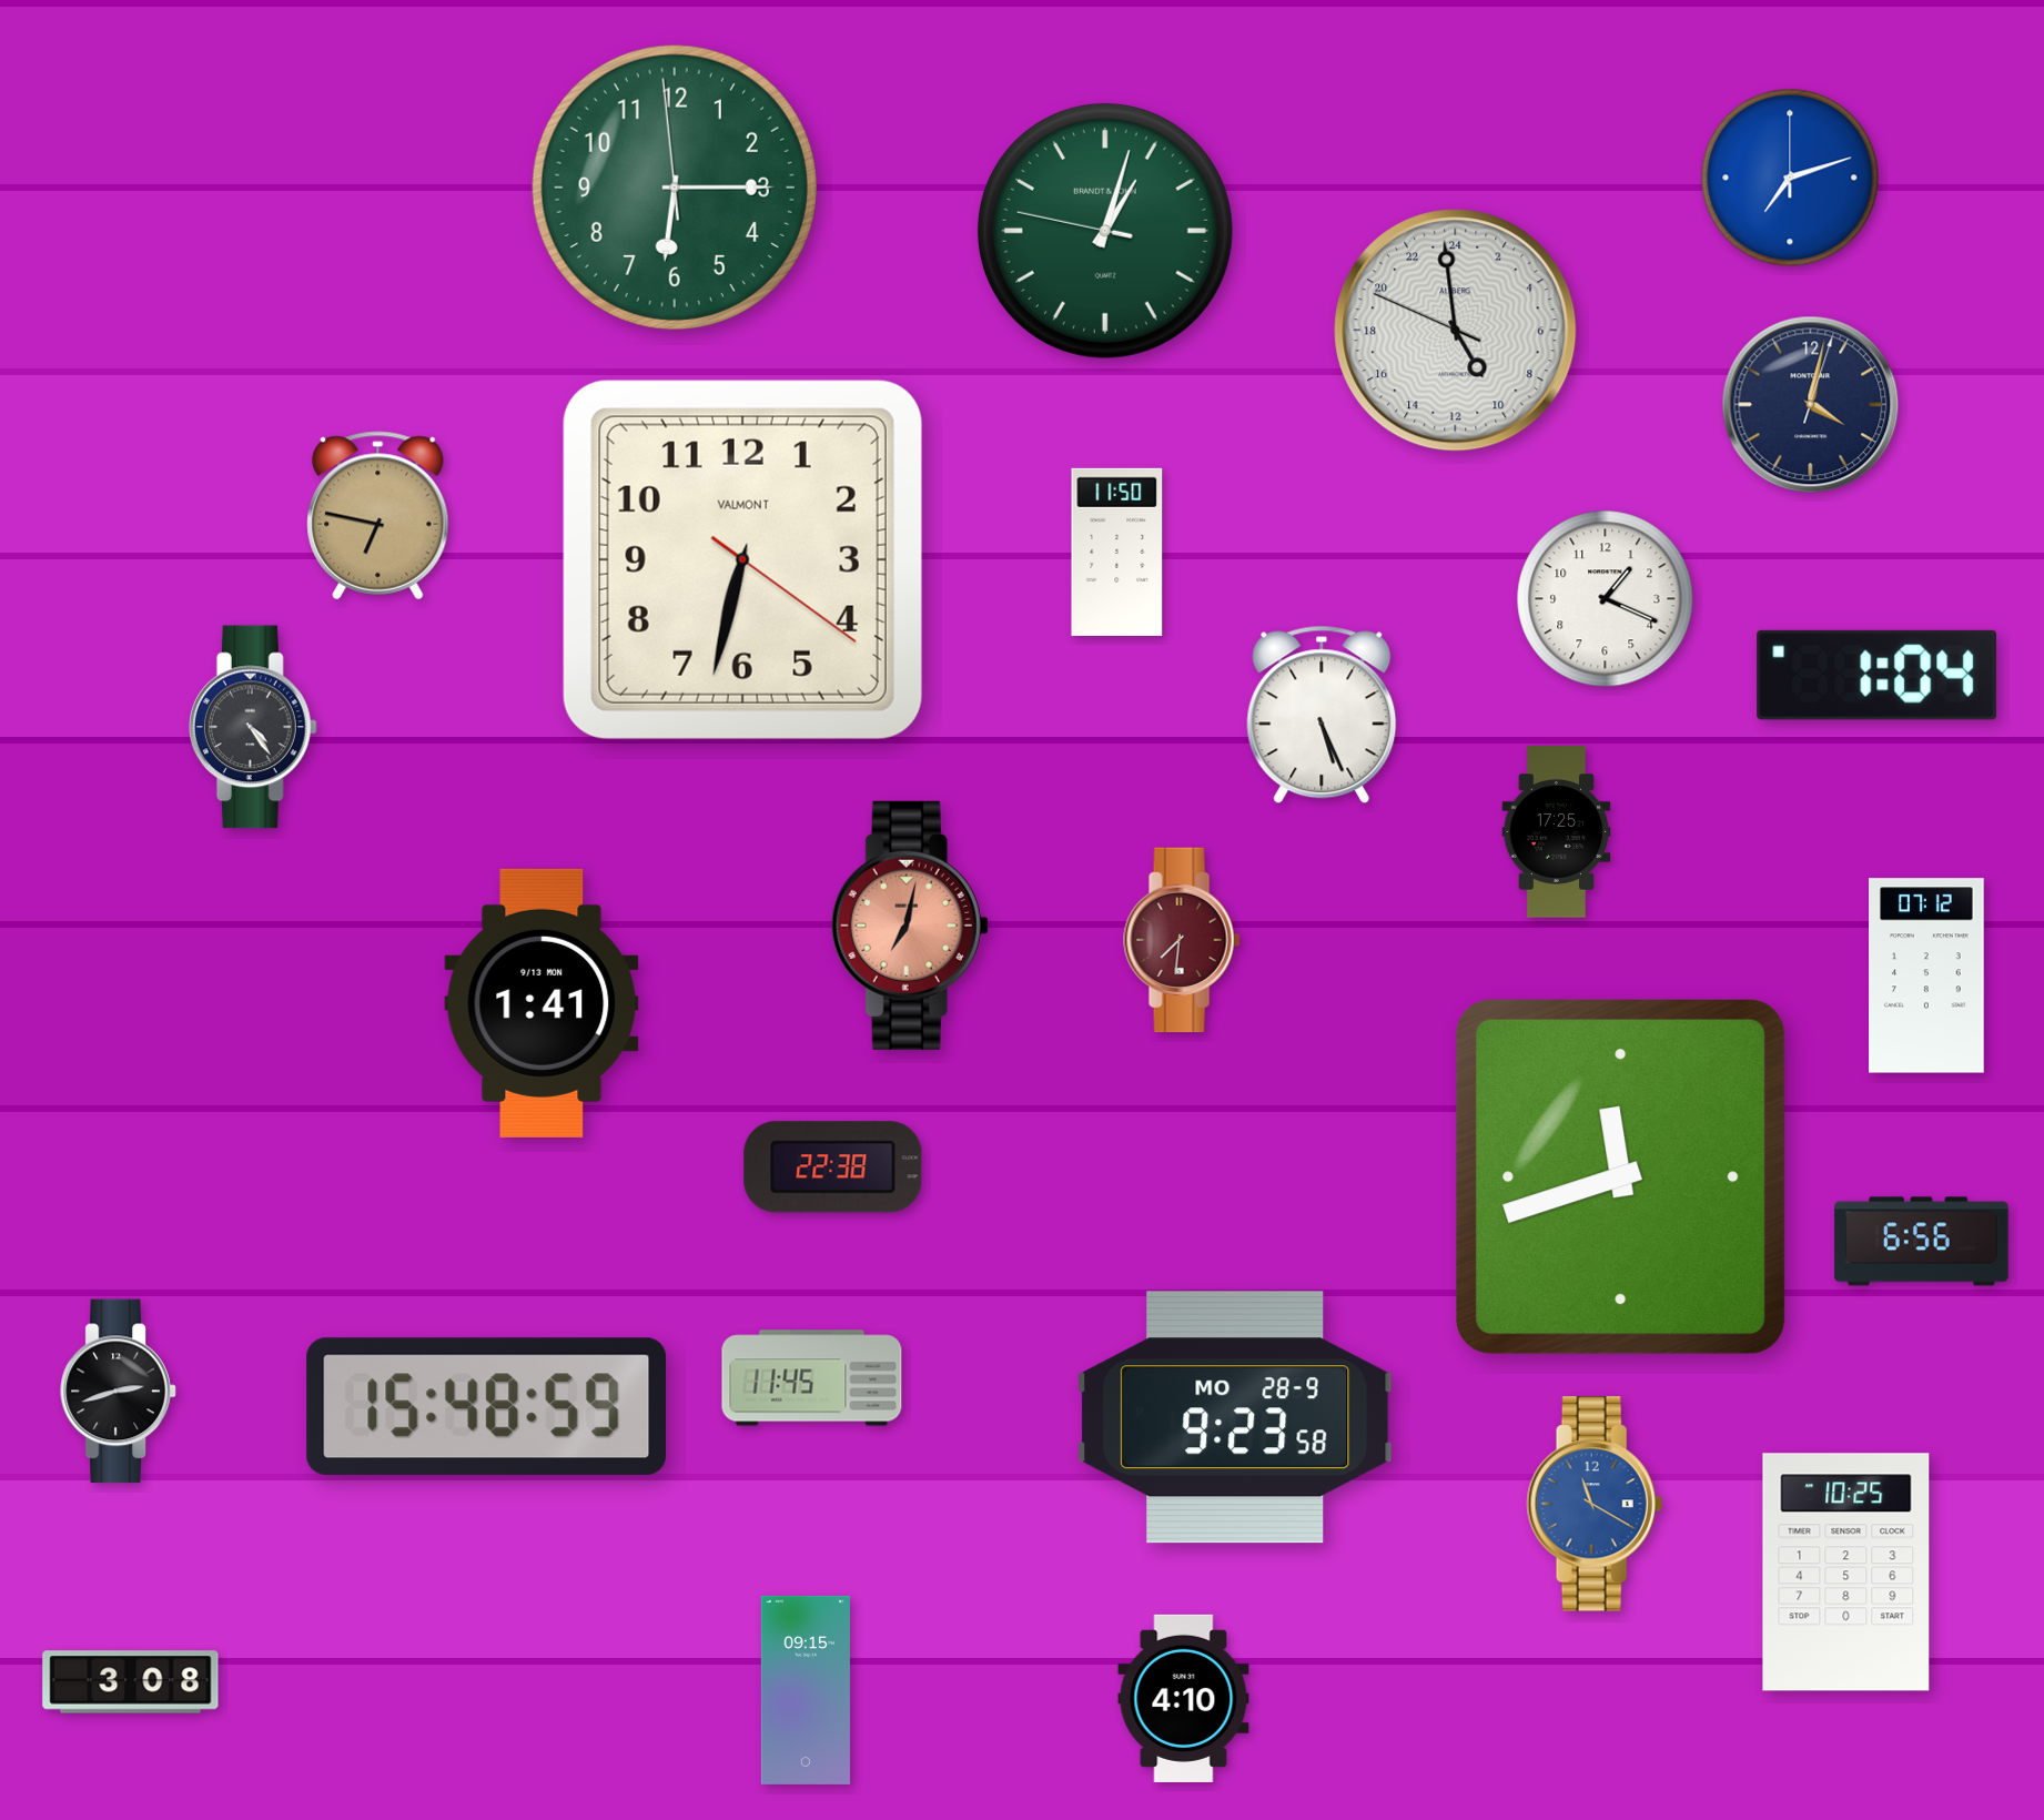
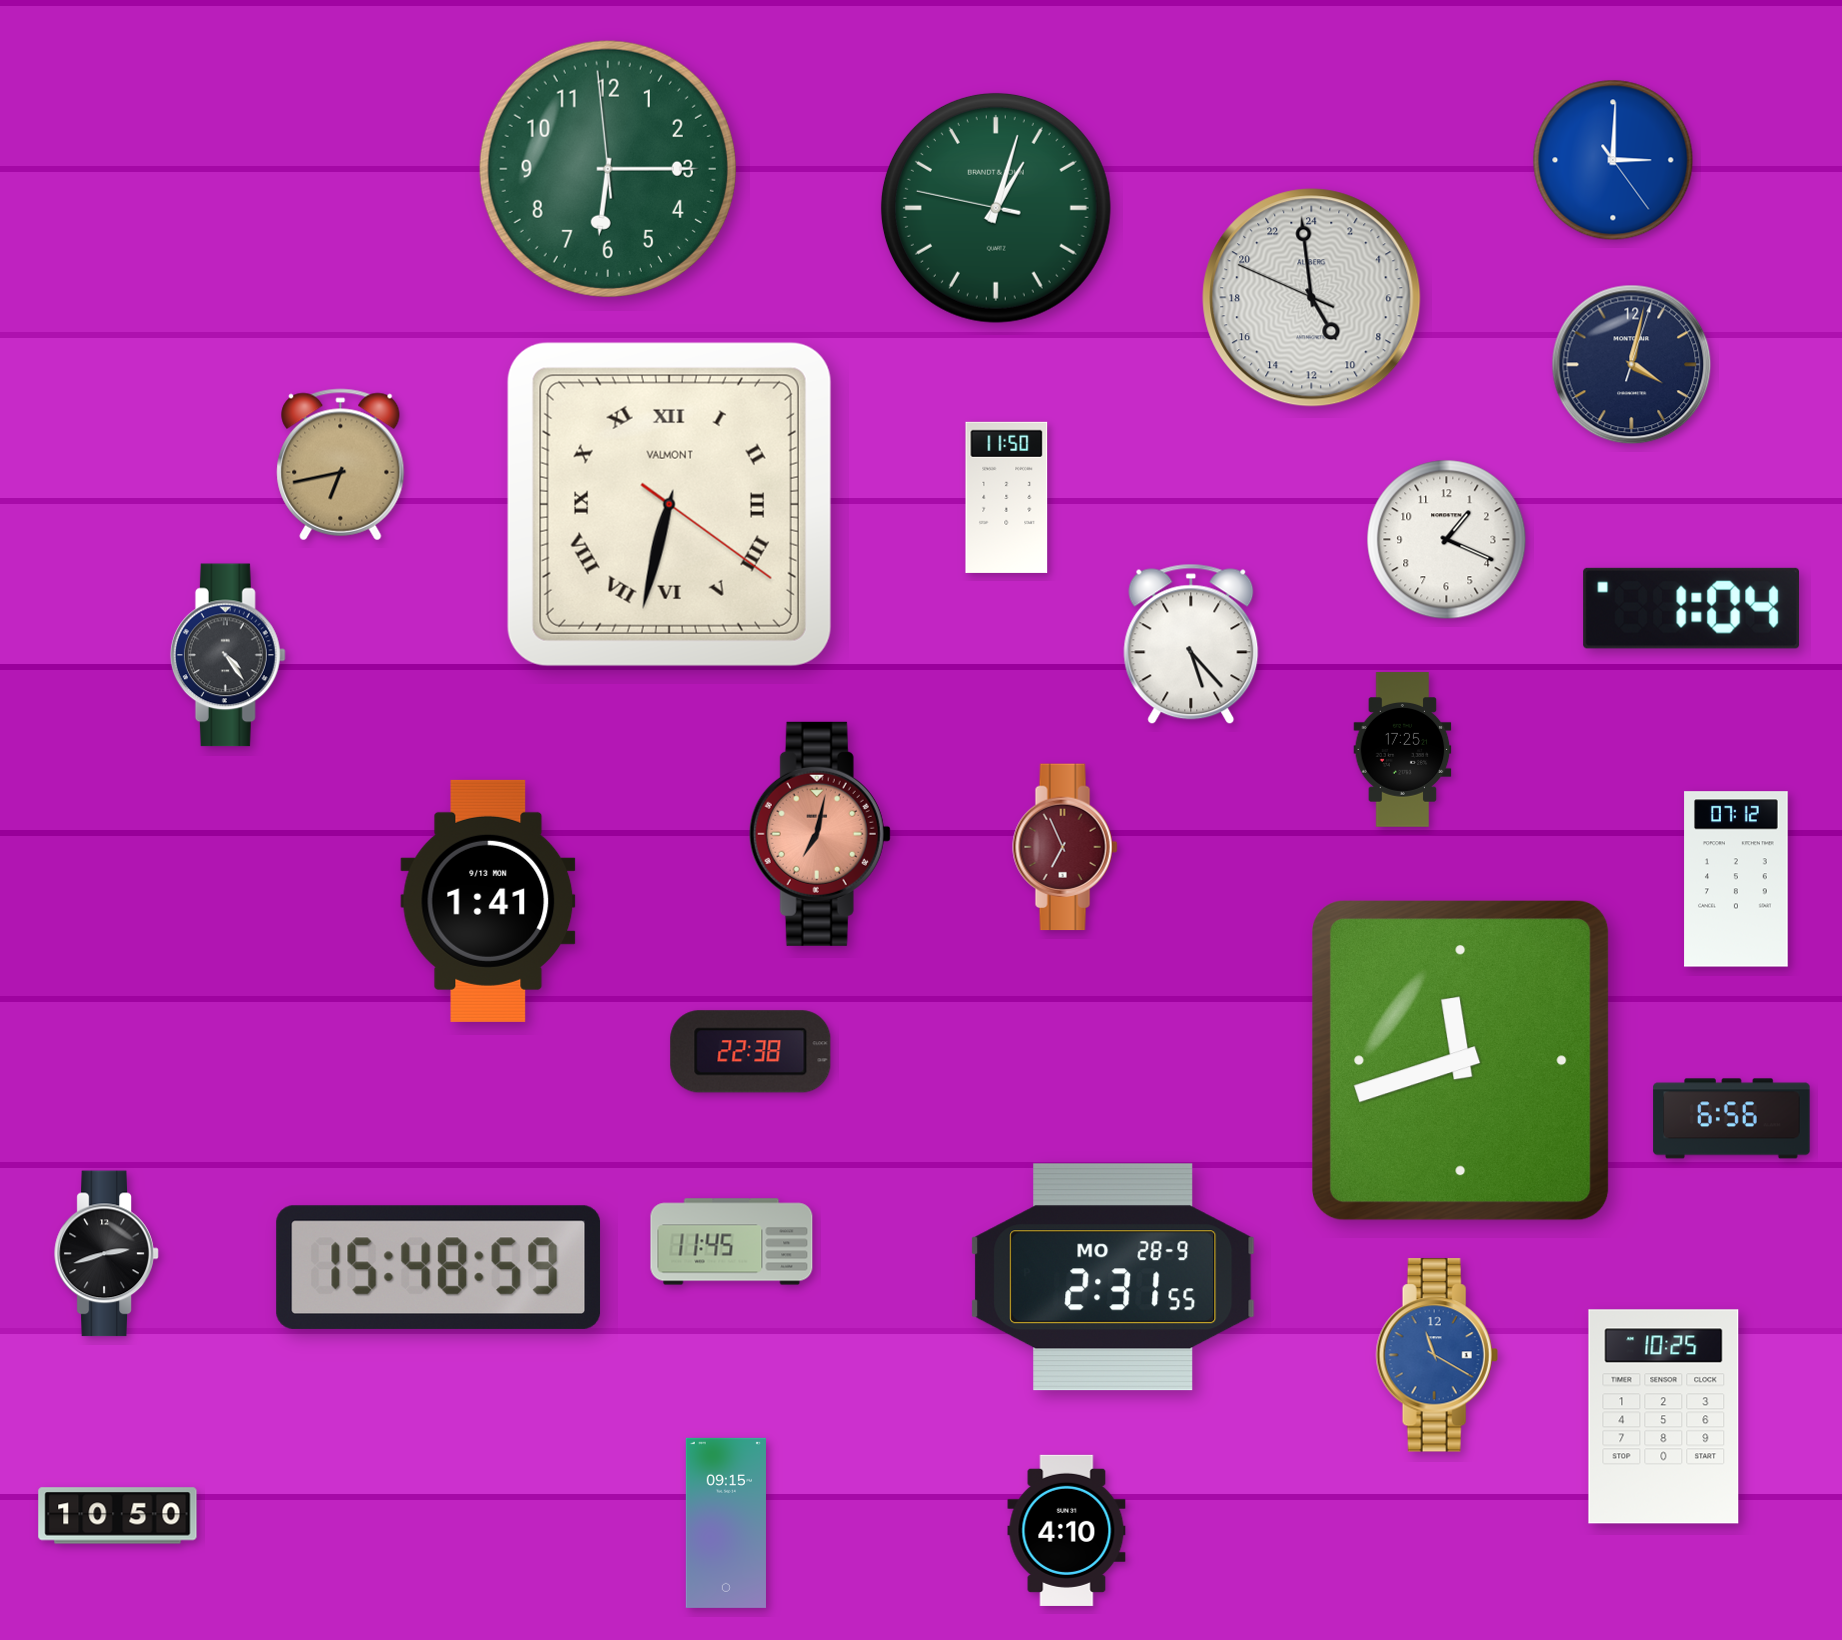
clock at (1790, 178): 7:12 -> 3:00
clock at (378, 516): 6:47 -> 6:43
clock at (742, 559) numerals: Arabic -> Roman
clock at (1322, 715): 5:26 -> 5:23
clock at (1182, 940): 7:31 -> 6:56
clock at (542, 1003) position: (542, 1003) -> (488, 901)
clock at (1235, 1417): 9:23 -> 2:31
clock at (131, 1682): 3:08 -> 10:50
